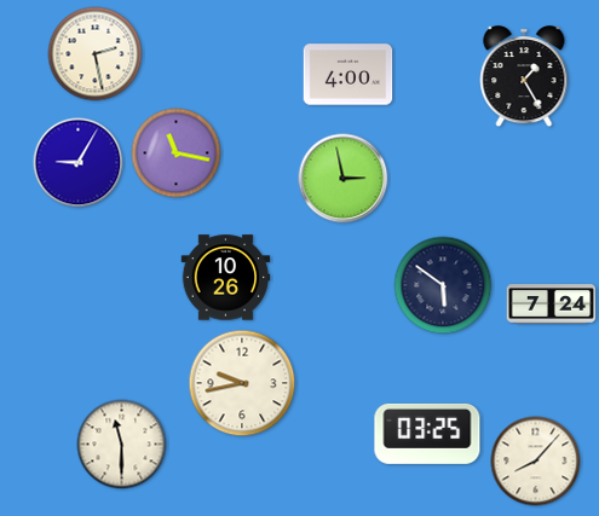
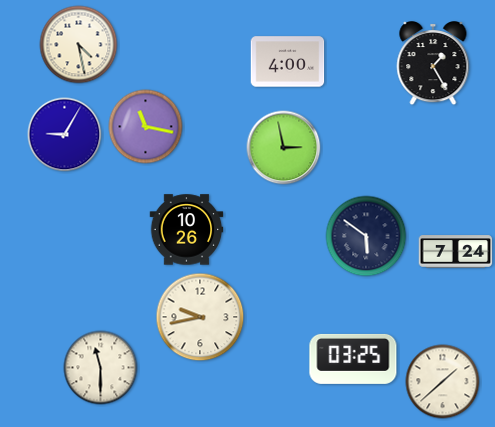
clock at (96, 54): 2:28 -> 4:28
clock at (536, 462): 8:07 -> 1:38
